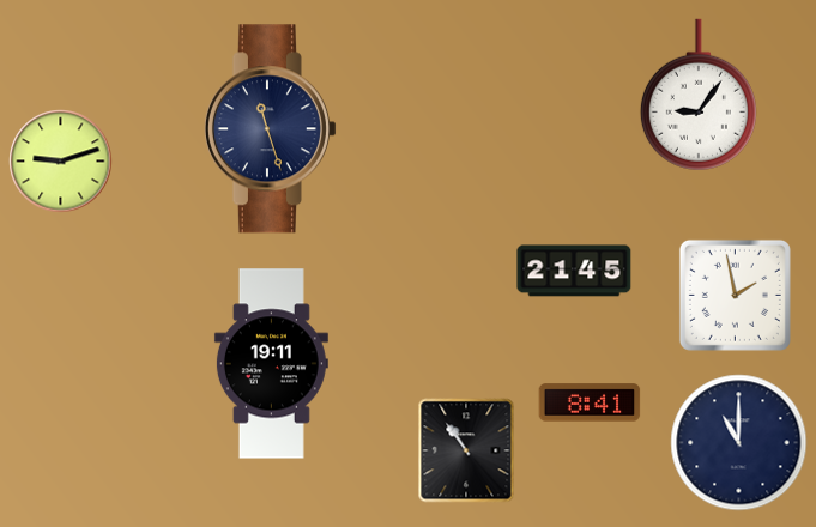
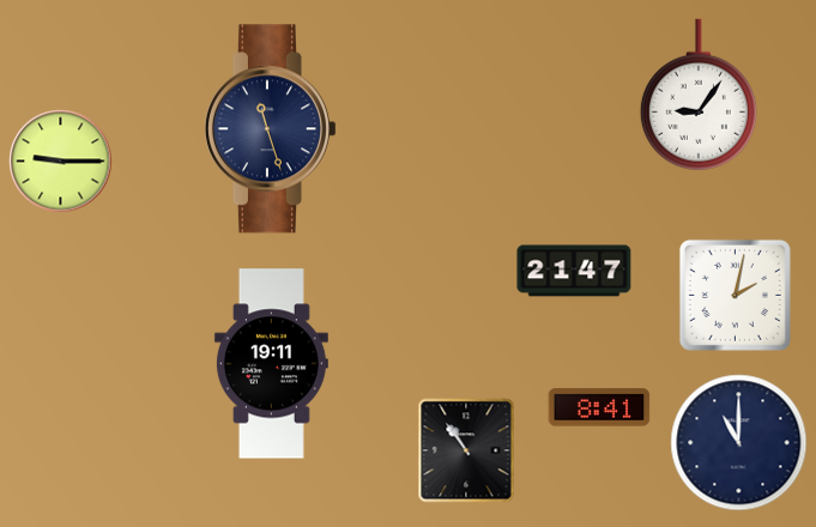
clock at (61, 162): 9:12 -> 9:15
clock at (574, 271): 21:45 -> 21:47
clock at (735, 295): 1:58 -> 2:02
clock at (590, 402) position: (590, 402) -> (599, 407)
